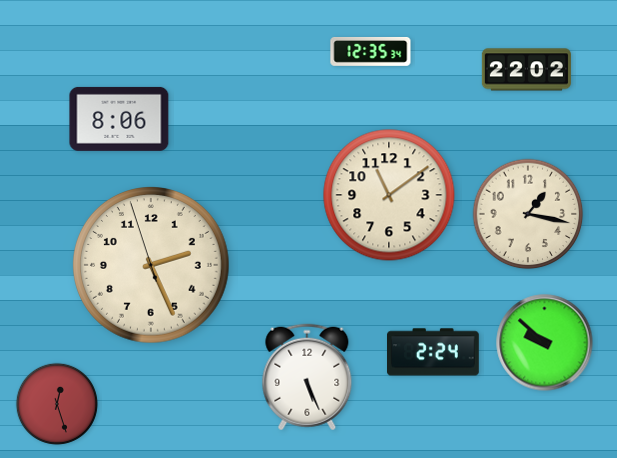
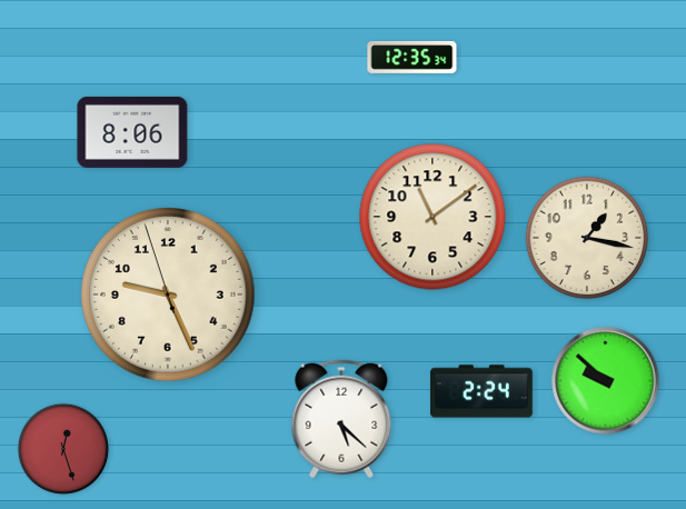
clock at (526, 70): 22:02 -> none
clock at (151, 265): 2:25 -> 9:25
clock at (307, 377): 5:26 -> 5:22
